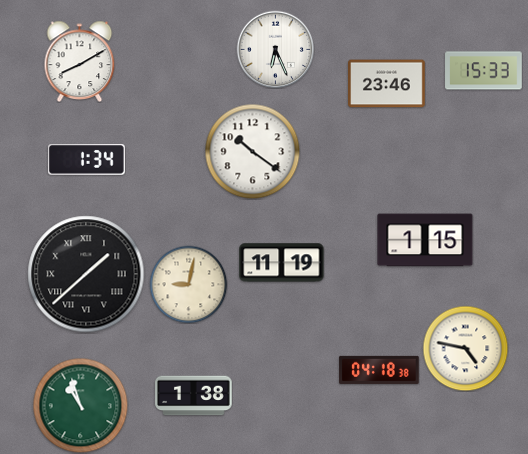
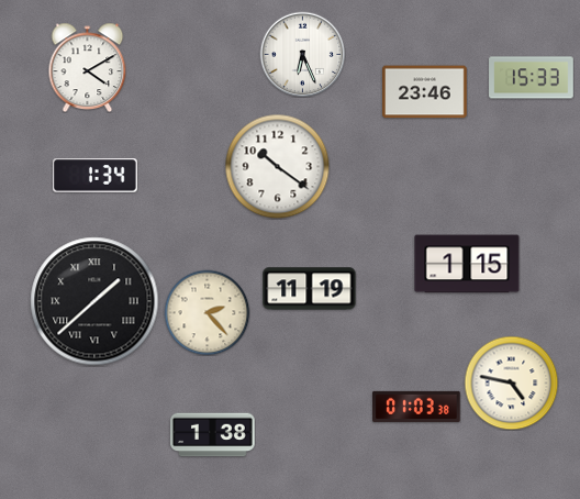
clock at (80, 61): 8:10 -> 4:10
clock at (188, 284): 9:02 -> 2:23
clock at (379, 370): 04:18 -> 01:03
clock at (80, 405): 10:57 -> none
